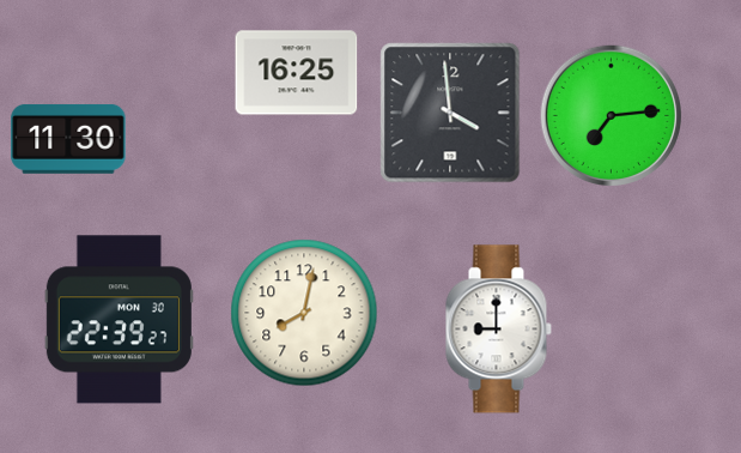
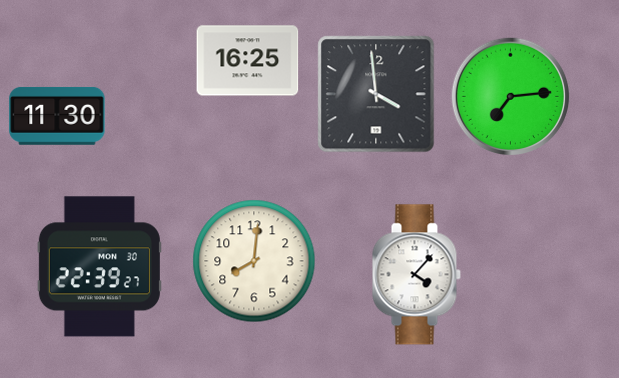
clock at (304, 313): 8:02 -> 8:01
clock at (498, 330): 9:00 -> 4:07
